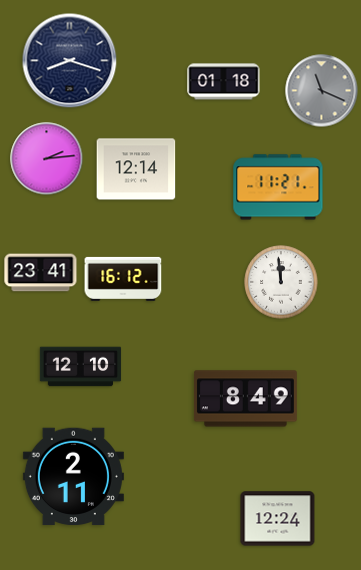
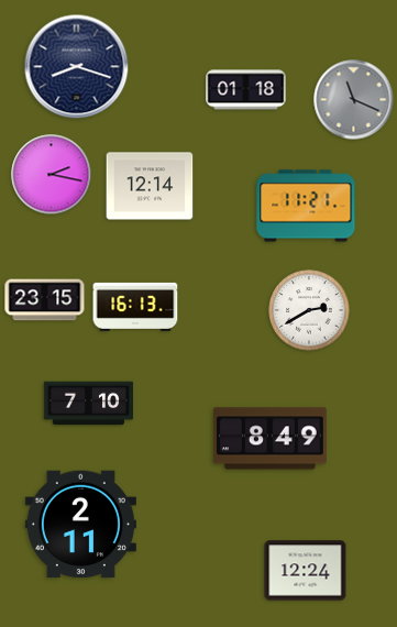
clock at (47, 159): 2:14 -> 2:17
clock at (41, 273): 23:41 -> 23:15
clock at (123, 279): 16:12 -> 16:13
clock at (281, 282): 11:59 -> 2:40
clock at (81, 367): 12:10 -> 7:10
